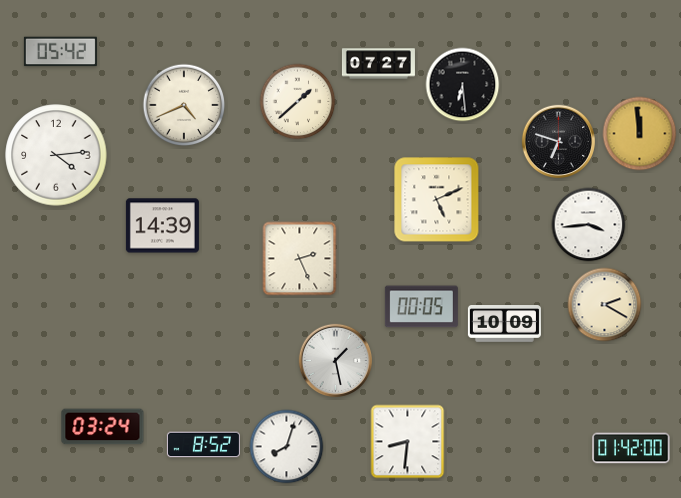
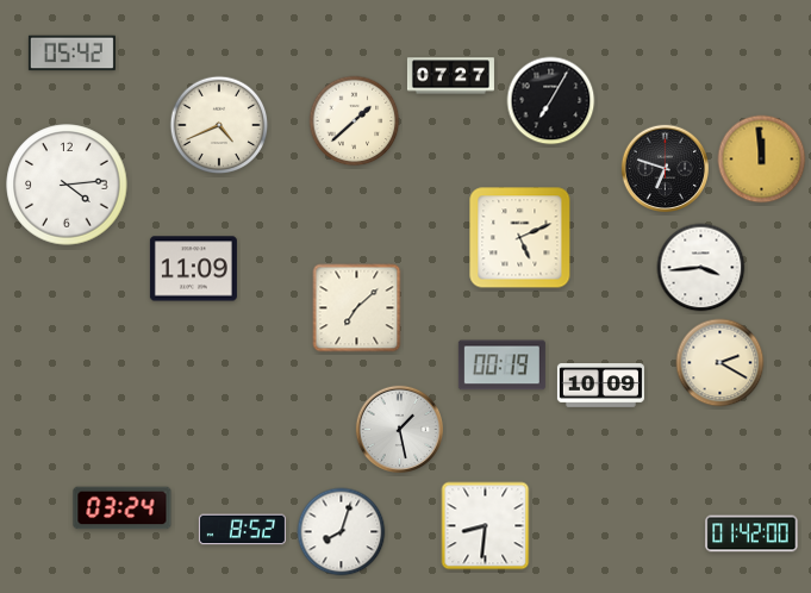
clock at (60, 52) position: (60, 52) -> (71, 54)
clock at (463, 85): 6:29 -> 7:05
clock at (162, 226): 14:39 -> 11:09
clock at (300, 259): 2:26 -> 7:08
clock at (421, 307): 00:05 -> 00:19
